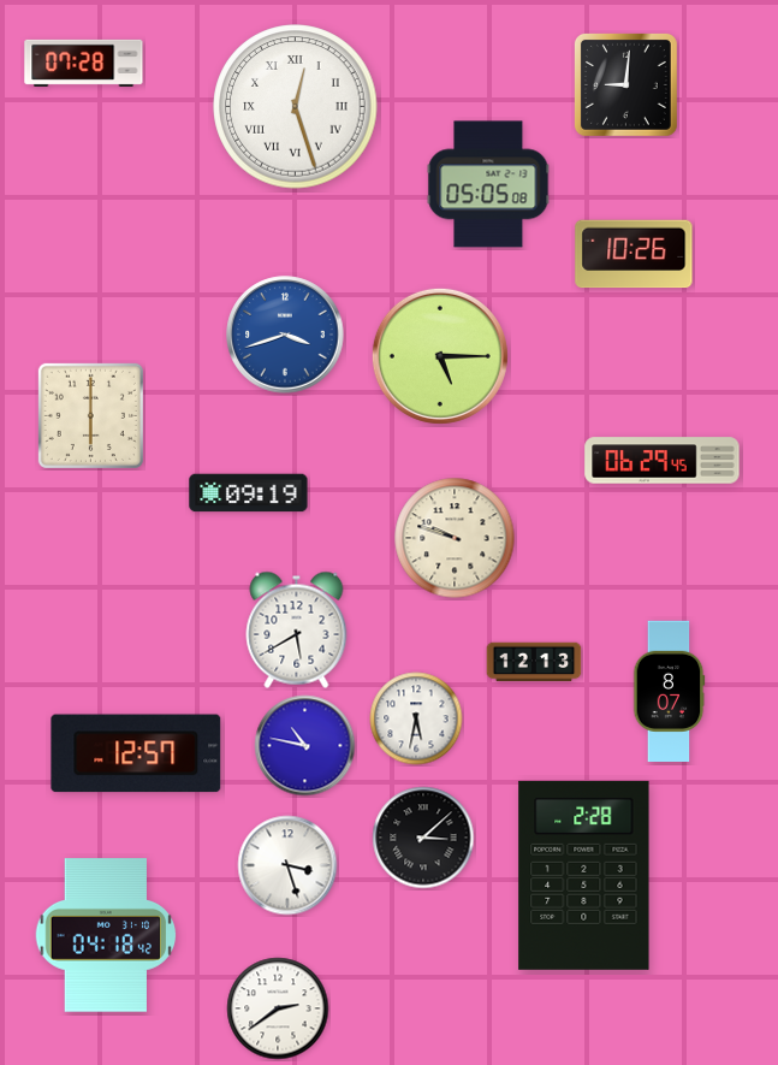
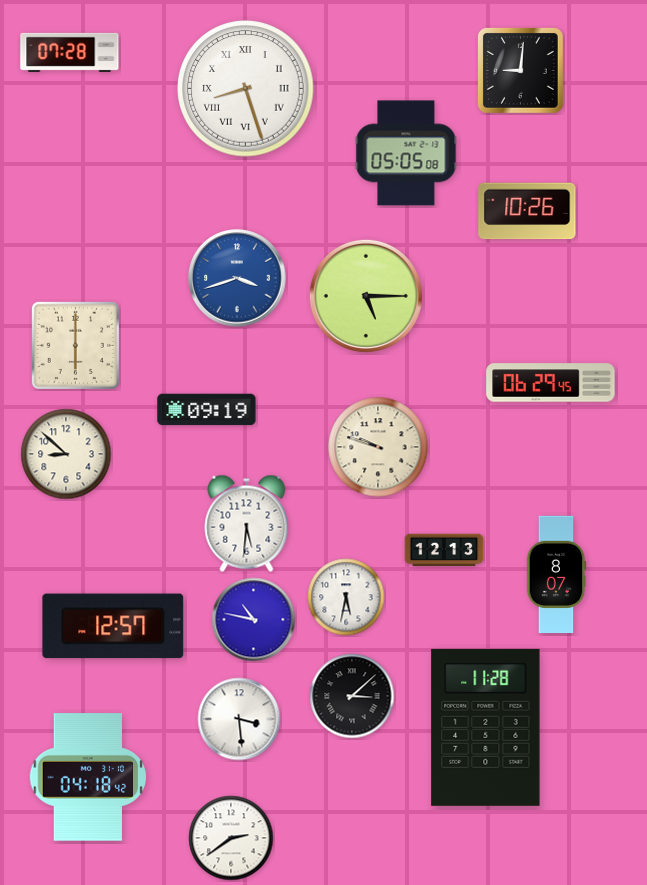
clock at (296, 107): 12:27 -> 8:27
clock at (66, 454): none -> 8:52
clock at (297, 629): 5:40 -> 5:31
clock at (287, 865): 3:27 -> 3:29
clock at (584, 875): 2:28 -> 11:28
